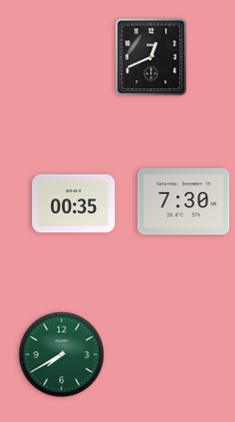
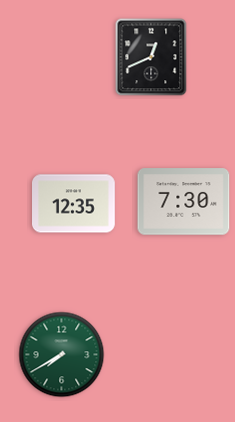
clock at (74, 204): 00:35 -> 12:35
